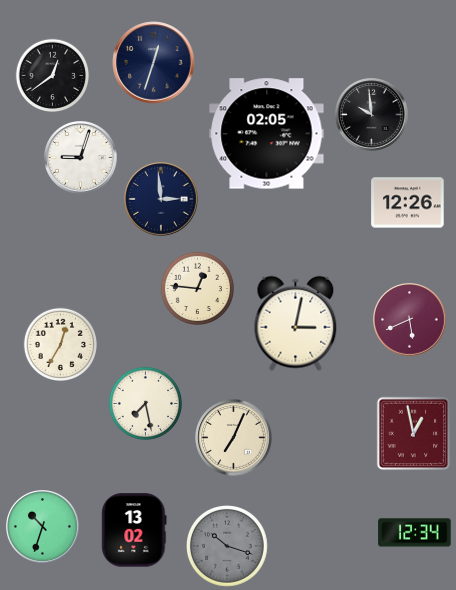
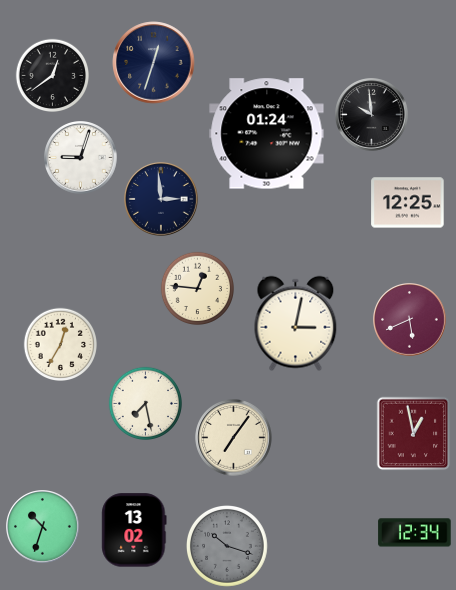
clock at (267, 134): 02:05 -> 01:24
clock at (408, 203): 12:26 -> 12:25
clock at (234, 438): 7:04 -> 7:06
